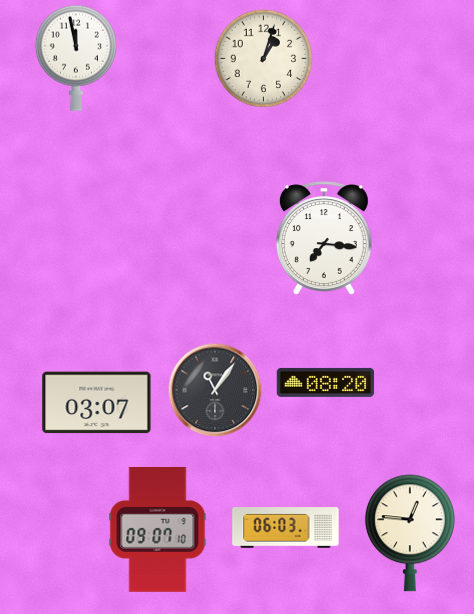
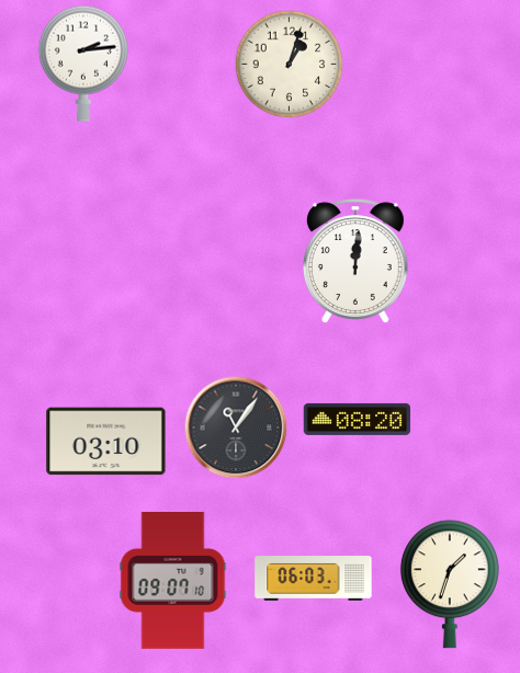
clock at (76, 58): 11:58 -> 2:14
clock at (324, 238): 7:16 -> 12:01
clock at (97, 403): 03:07 -> 03:10
clock at (410, 533): 12:46 -> 1:33
